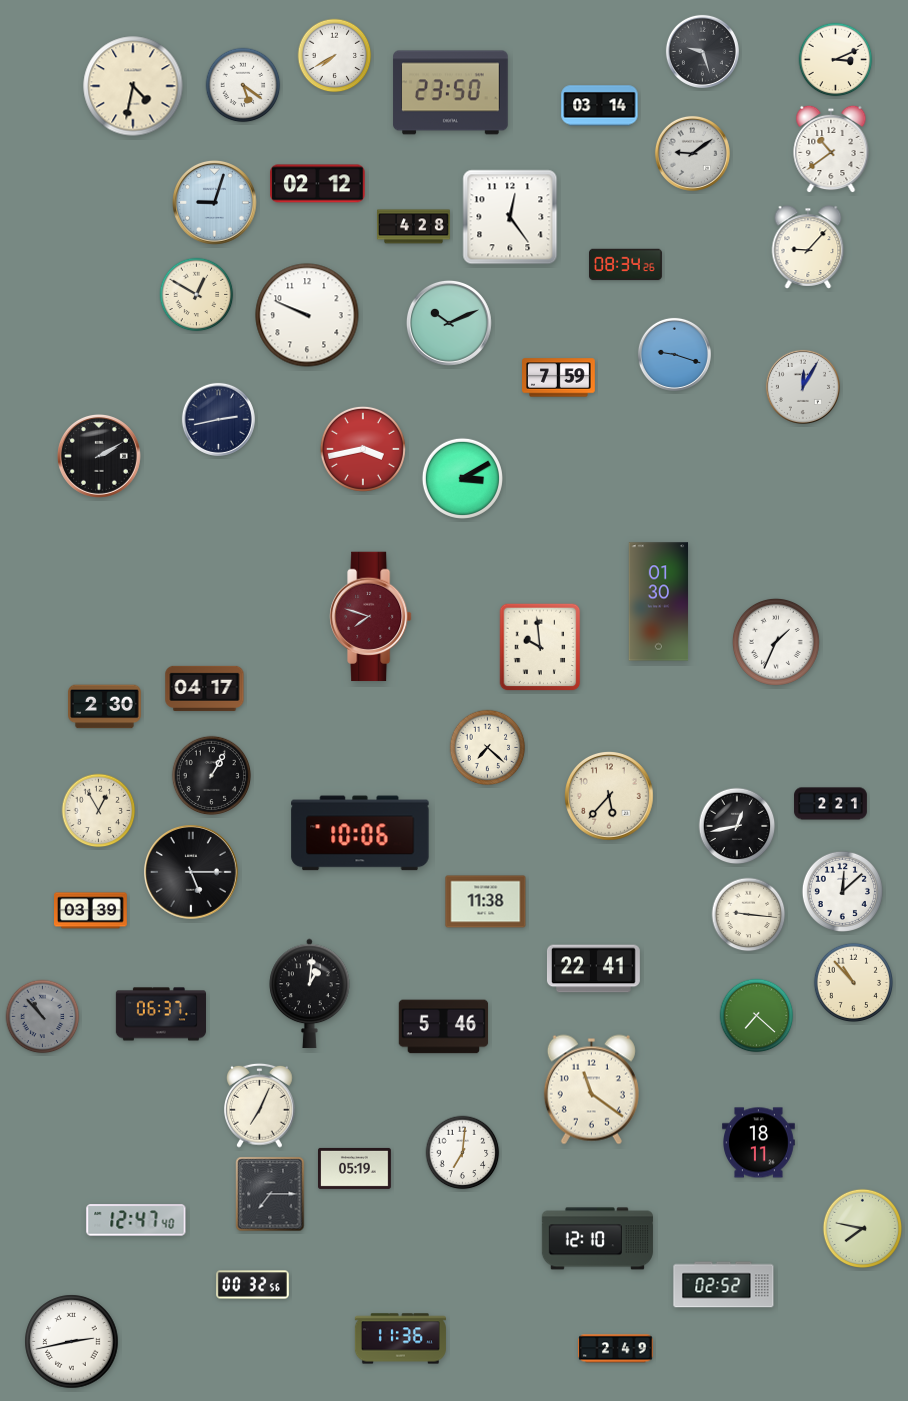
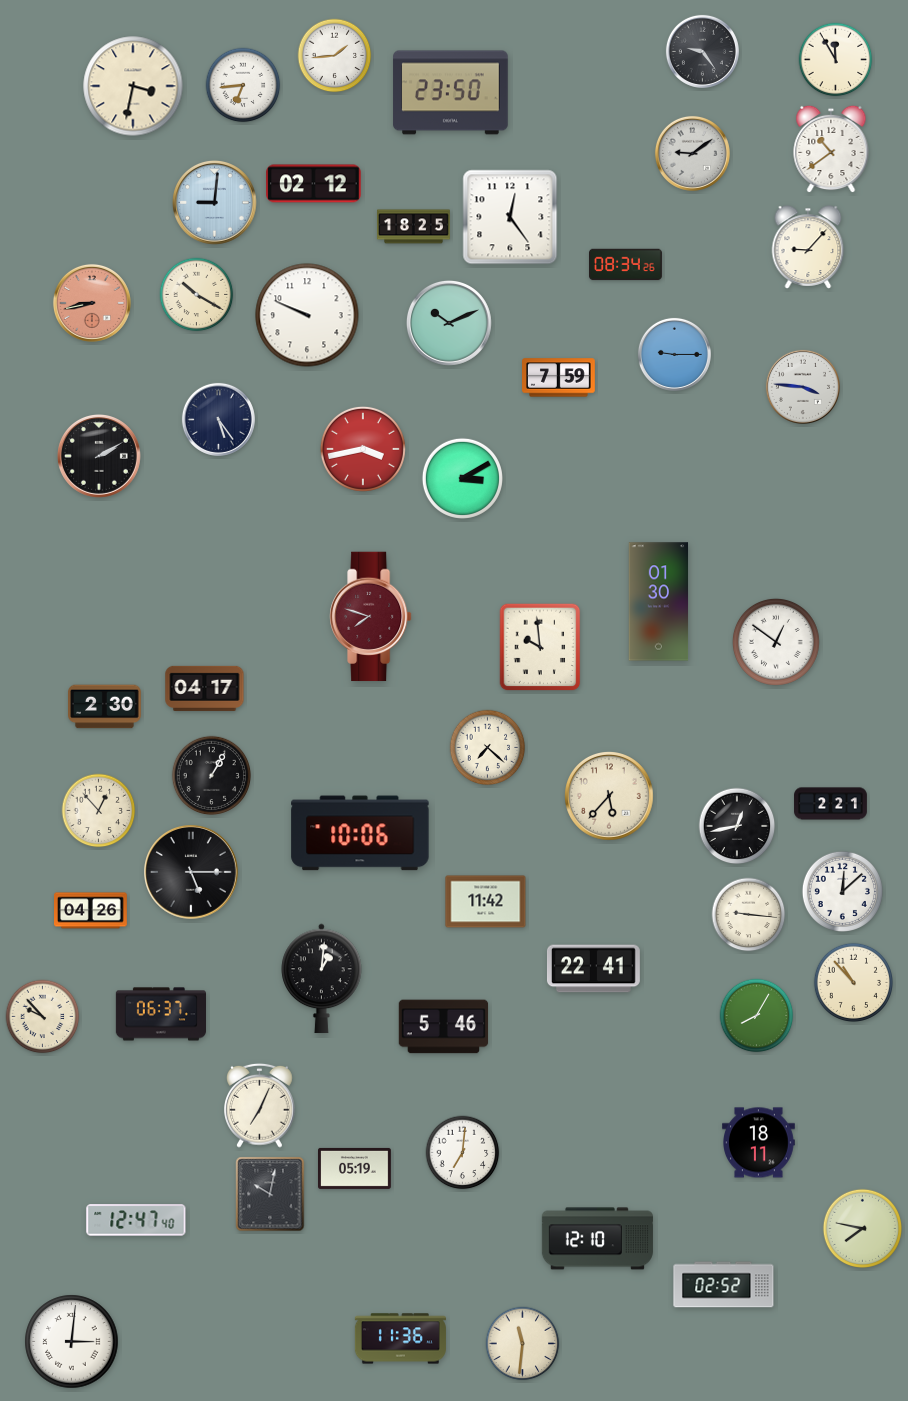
clock at (702, 51): 9:27 -> 9:24
clock at (335, 56): 7:40 -> 1:44
clock at (836, 60): 3:11 -> 11:55
clock at (243, 85): 5:21 -> 6:44
clock at (133, 86): 4:32 -> 3:32
clock at (600, 106): 03:14 -> none
clock at (318, 184) position: (318, 184) -> (314, 184)
clock at (214, 202): 9:03 -> 9:01
clock at (414, 227): 4:28 -> 18:25
clock at (197, 295): 12:50 -> 10:20
clock at (92, 303): none -> 8:43
clock at (674, 354): 9:18 -> 9:15
clock at (803, 387): 12:05 -> 3:46
clock at (218, 419): 2:43 -> 5:24
clock at (776, 642): 1:34 -> 12:51
clock at (99, 811): 12:55 -> 12:53
clock at (486, 902): 11:38 -> 11:42
clock at (91, 911): 03:39 -> 04:26
clock at (310, 994) position: (310, 994) -> (322, 979)
clock at (757, 1016): 7:22 -> 8:05
clock at (43, 1017): 10:53 -> 9:53
clock at (43, 1017) dial: grey -> cream
clock at (591, 1090): 11:21 -> none
clock at (270, 1194): 7:15 -> 10:02
clock at (253, 1285): 00:32 -> none
clock at (72, 1342): 2:43 -> 3:01
clock at (523, 1344): none -> 11:31
clock at (616, 1349): 2:49 -> none
